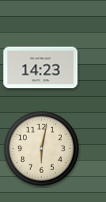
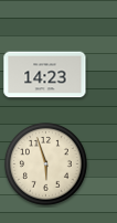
clock at (42, 149): 6:02 -> 5:57
